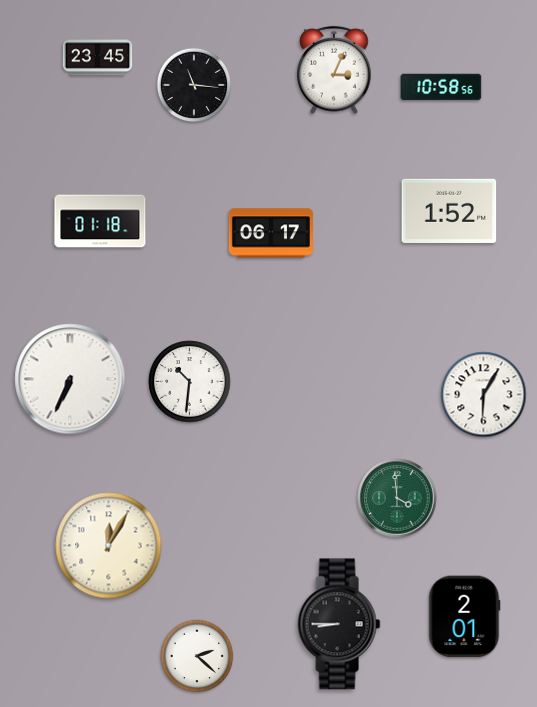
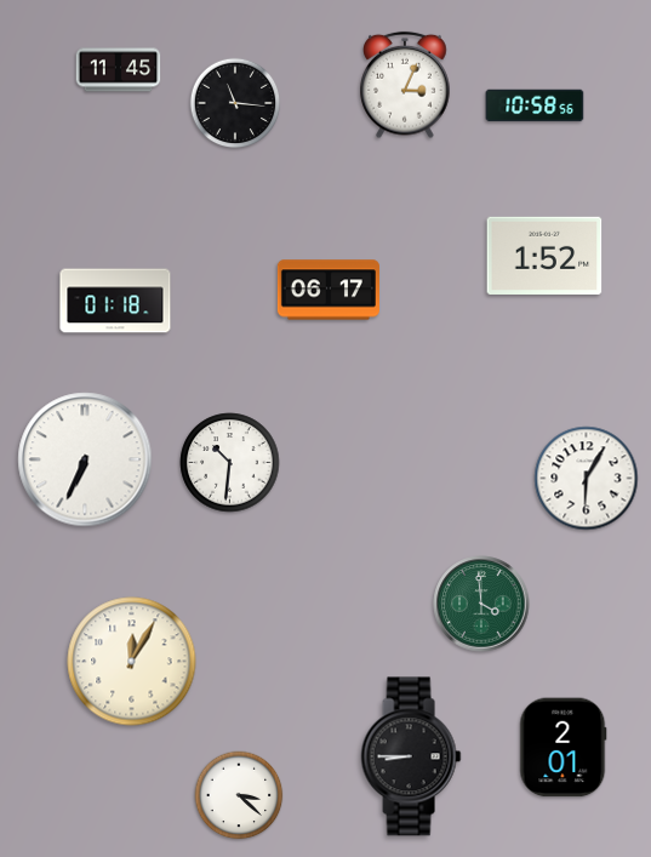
clock at (98, 58): 23:45 -> 11:45
clock at (100, 221) position: (100, 221) -> (115, 301)
clock at (271, 233) position: (271, 233) -> (329, 290)
clock at (197, 656): 2:22 -> 3:22
